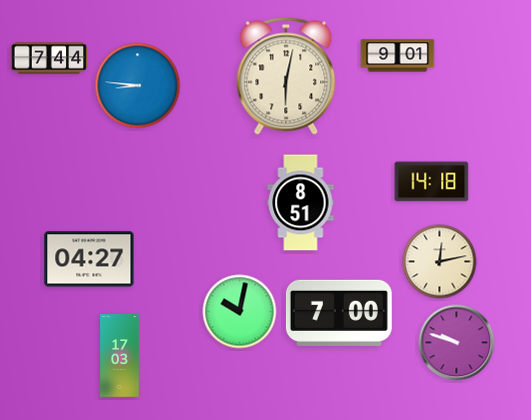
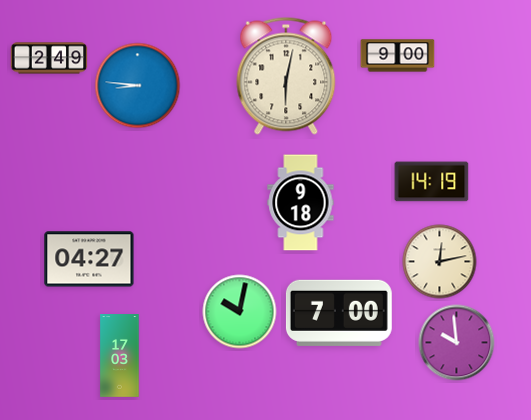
clock at (398, 56): 9:01 -> 9:00
clock at (49, 58): 7:44 -> 2:49
clock at (432, 182): 14:18 -> 14:19
clock at (301, 203): 8:51 -> 9:18
clock at (457, 343): 9:48 -> 9:59
